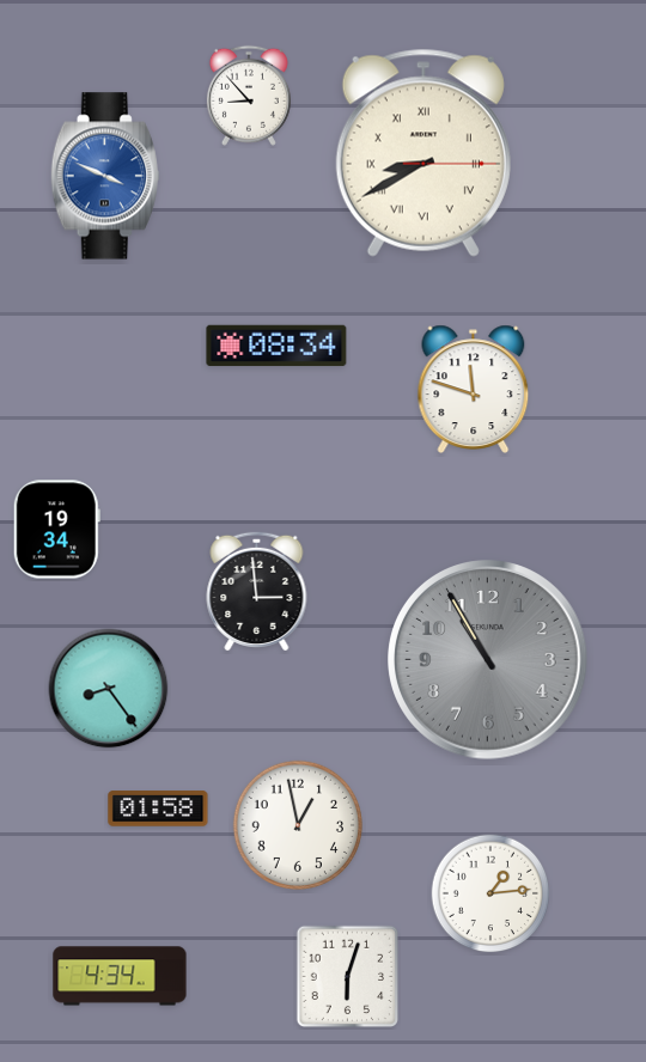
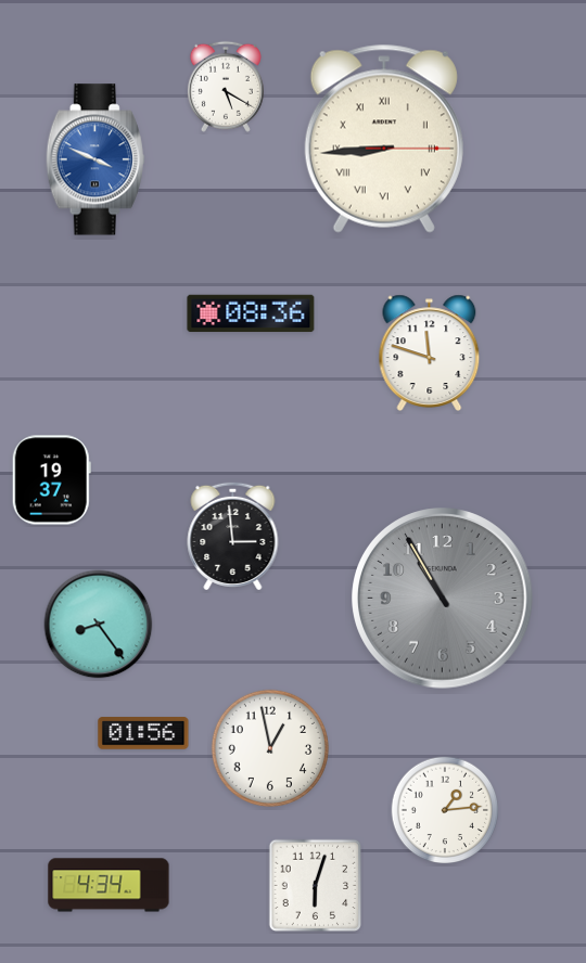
clock at (249, 96): 8:53 -> 5:20
clock at (423, 153): 8:40 -> 8:44
clock at (276, 346): 08:34 -> 08:36
clock at (56, 530): 19:34 -> 19:37
clock at (158, 808): 01:58 -> 01:56
